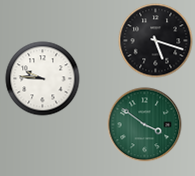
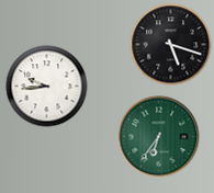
clock at (43, 79): 9:46 -> 9:44
clock at (145, 125): 3:51 -> 6:36
